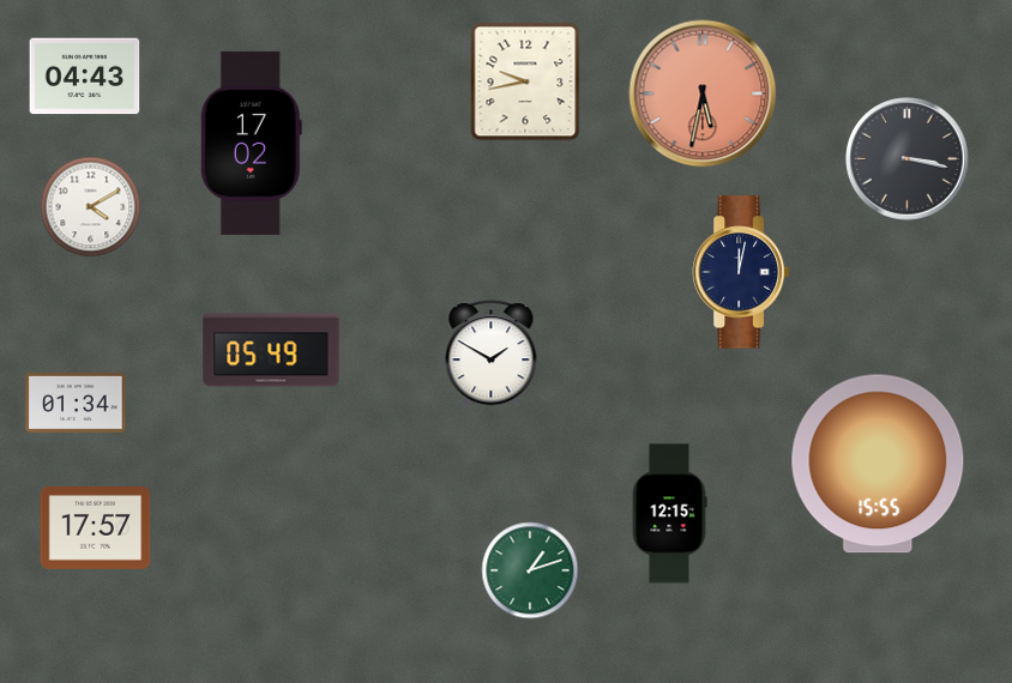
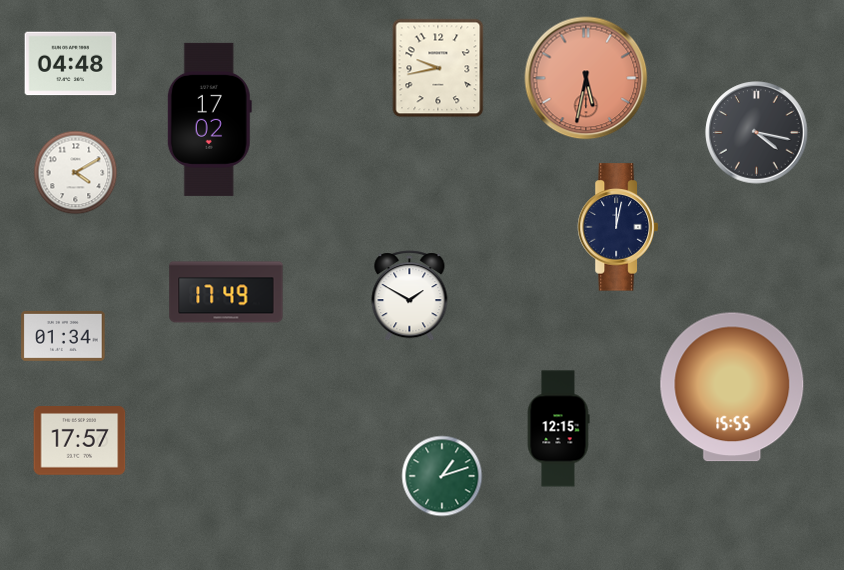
clock at (85, 77): 04:43 -> 04:48
clock at (908, 159): 3:17 -> 4:17
clock at (271, 350): 05:49 -> 17:49
